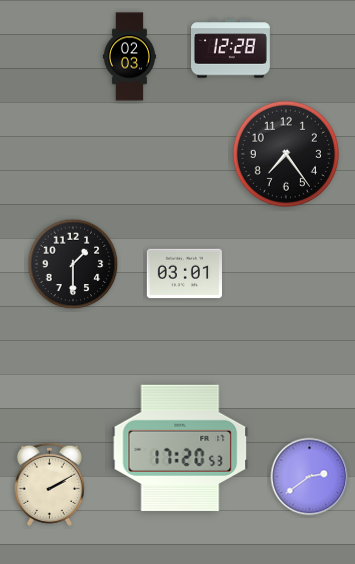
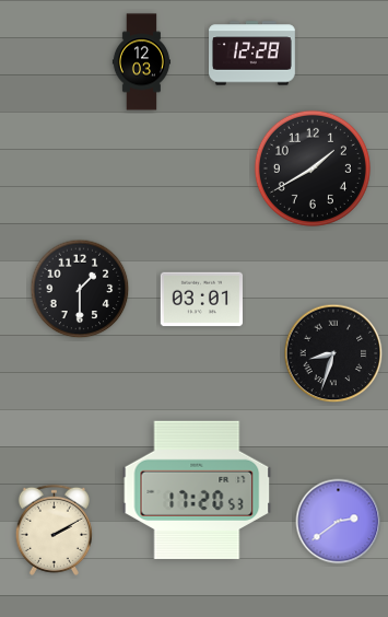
clock at (129, 57): 02:03 -> 12:03
clock at (286, 154): 7:24 -> 1:40
clock at (333, 353): none -> 8:33
